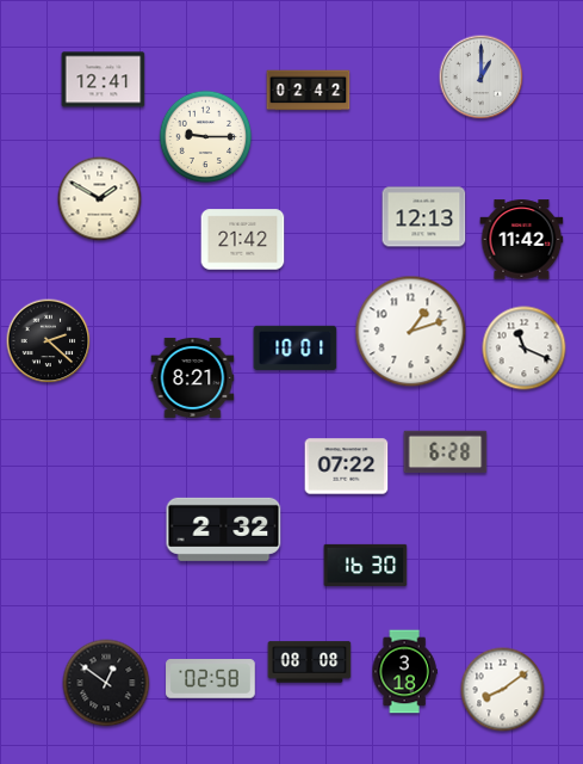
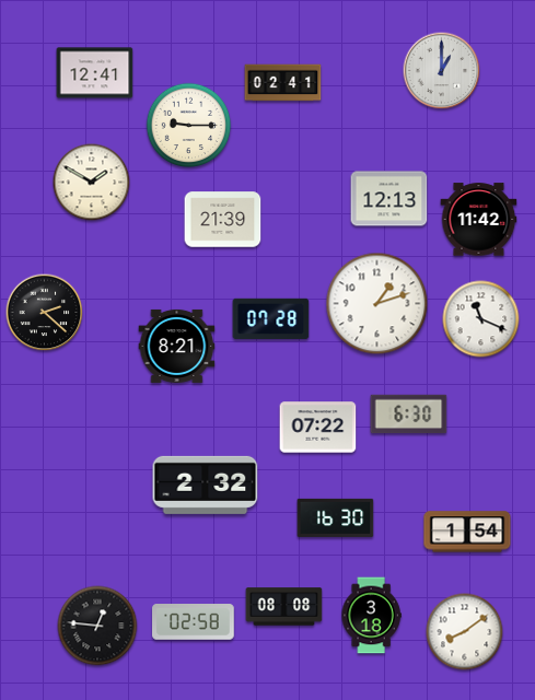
clock at (309, 91): 02:42 -> 02:41
clock at (243, 240): 21:42 -> 21:39
clock at (296, 347): 10:01 -> 07:28
clock at (446, 452): 6:28 -> 6:30
clock at (467, 532): none -> 1:54
clock at (106, 683): 12:51 -> 12:46
clock at (503, 690) position: (503, 690) -> (465, 632)
